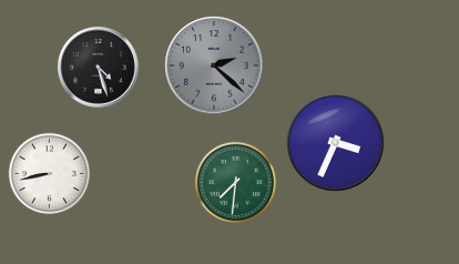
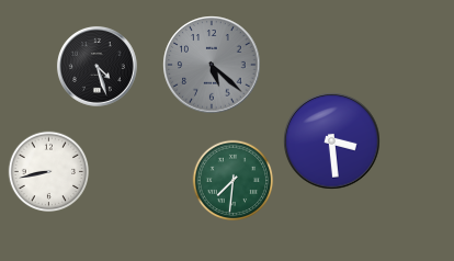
clock at (214, 65): 2:22 -> 5:22
clock at (336, 143): 3:34 -> 3:29
